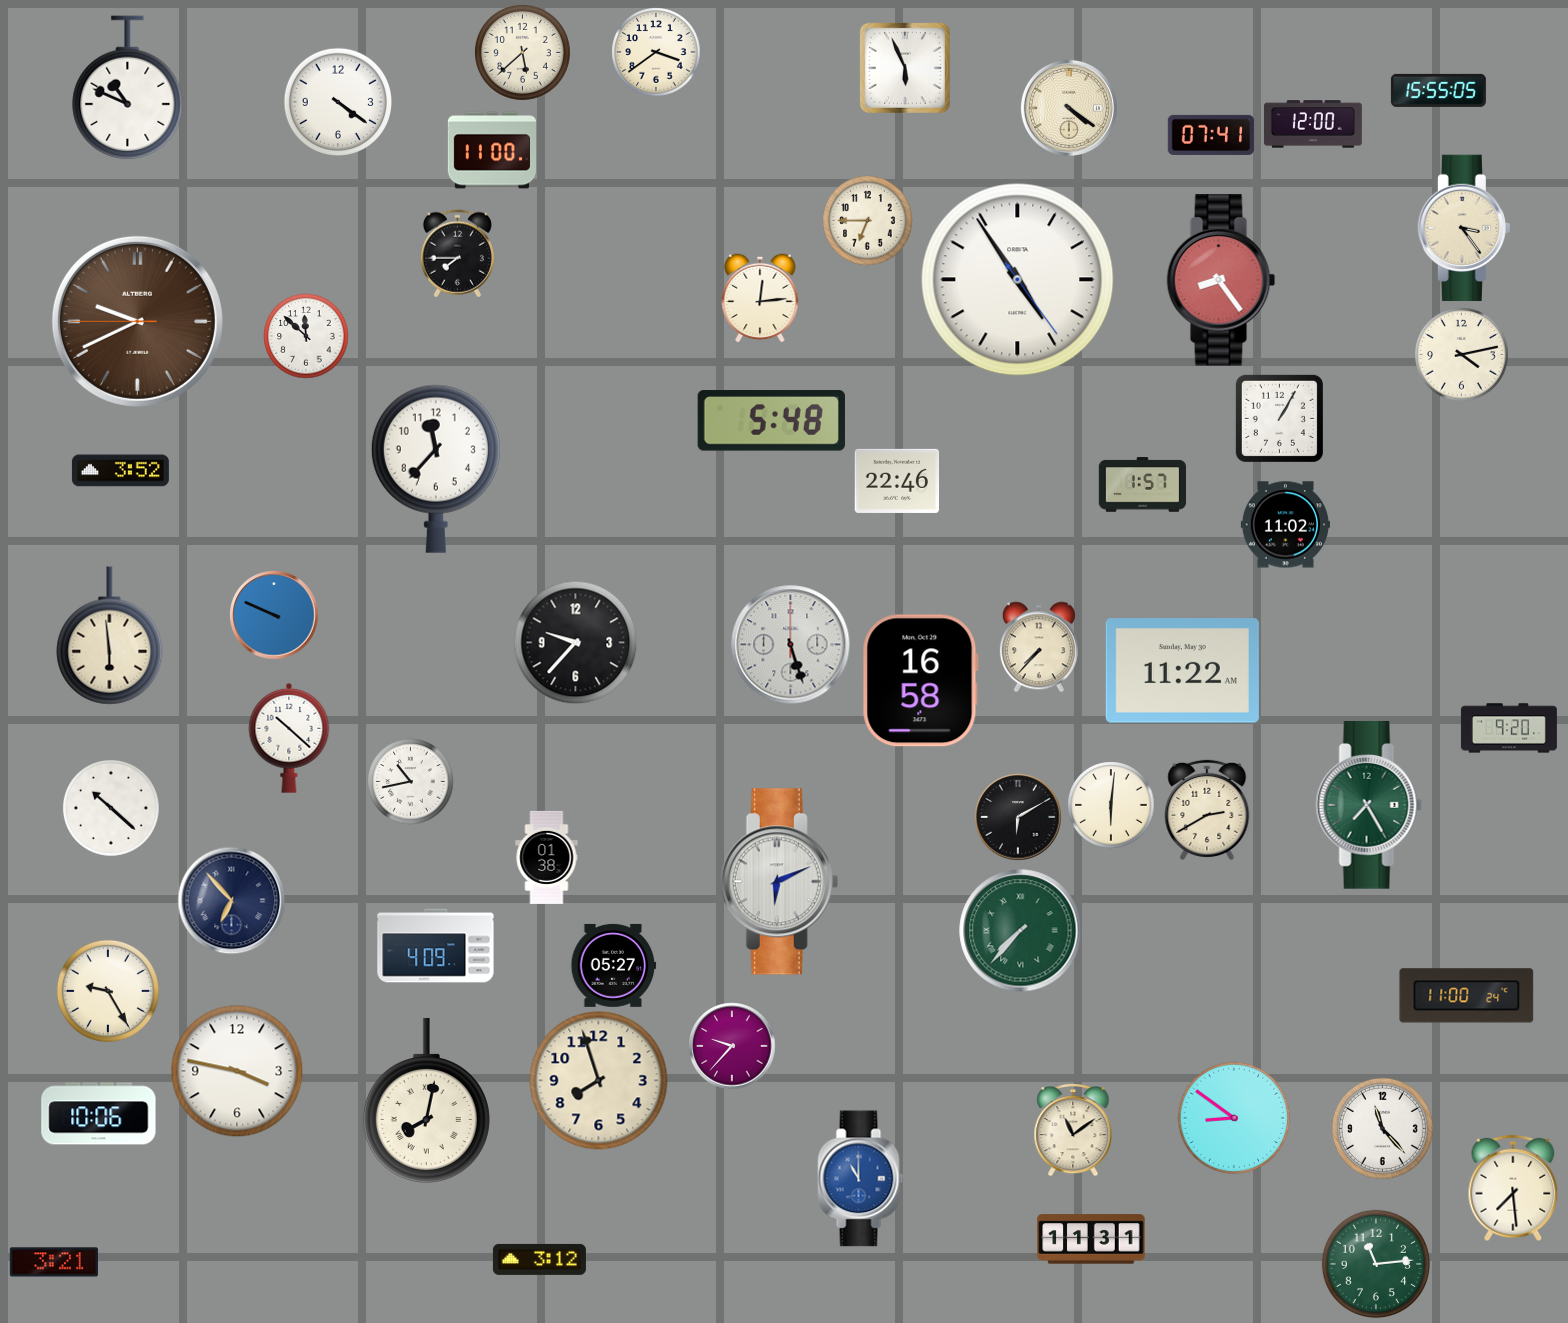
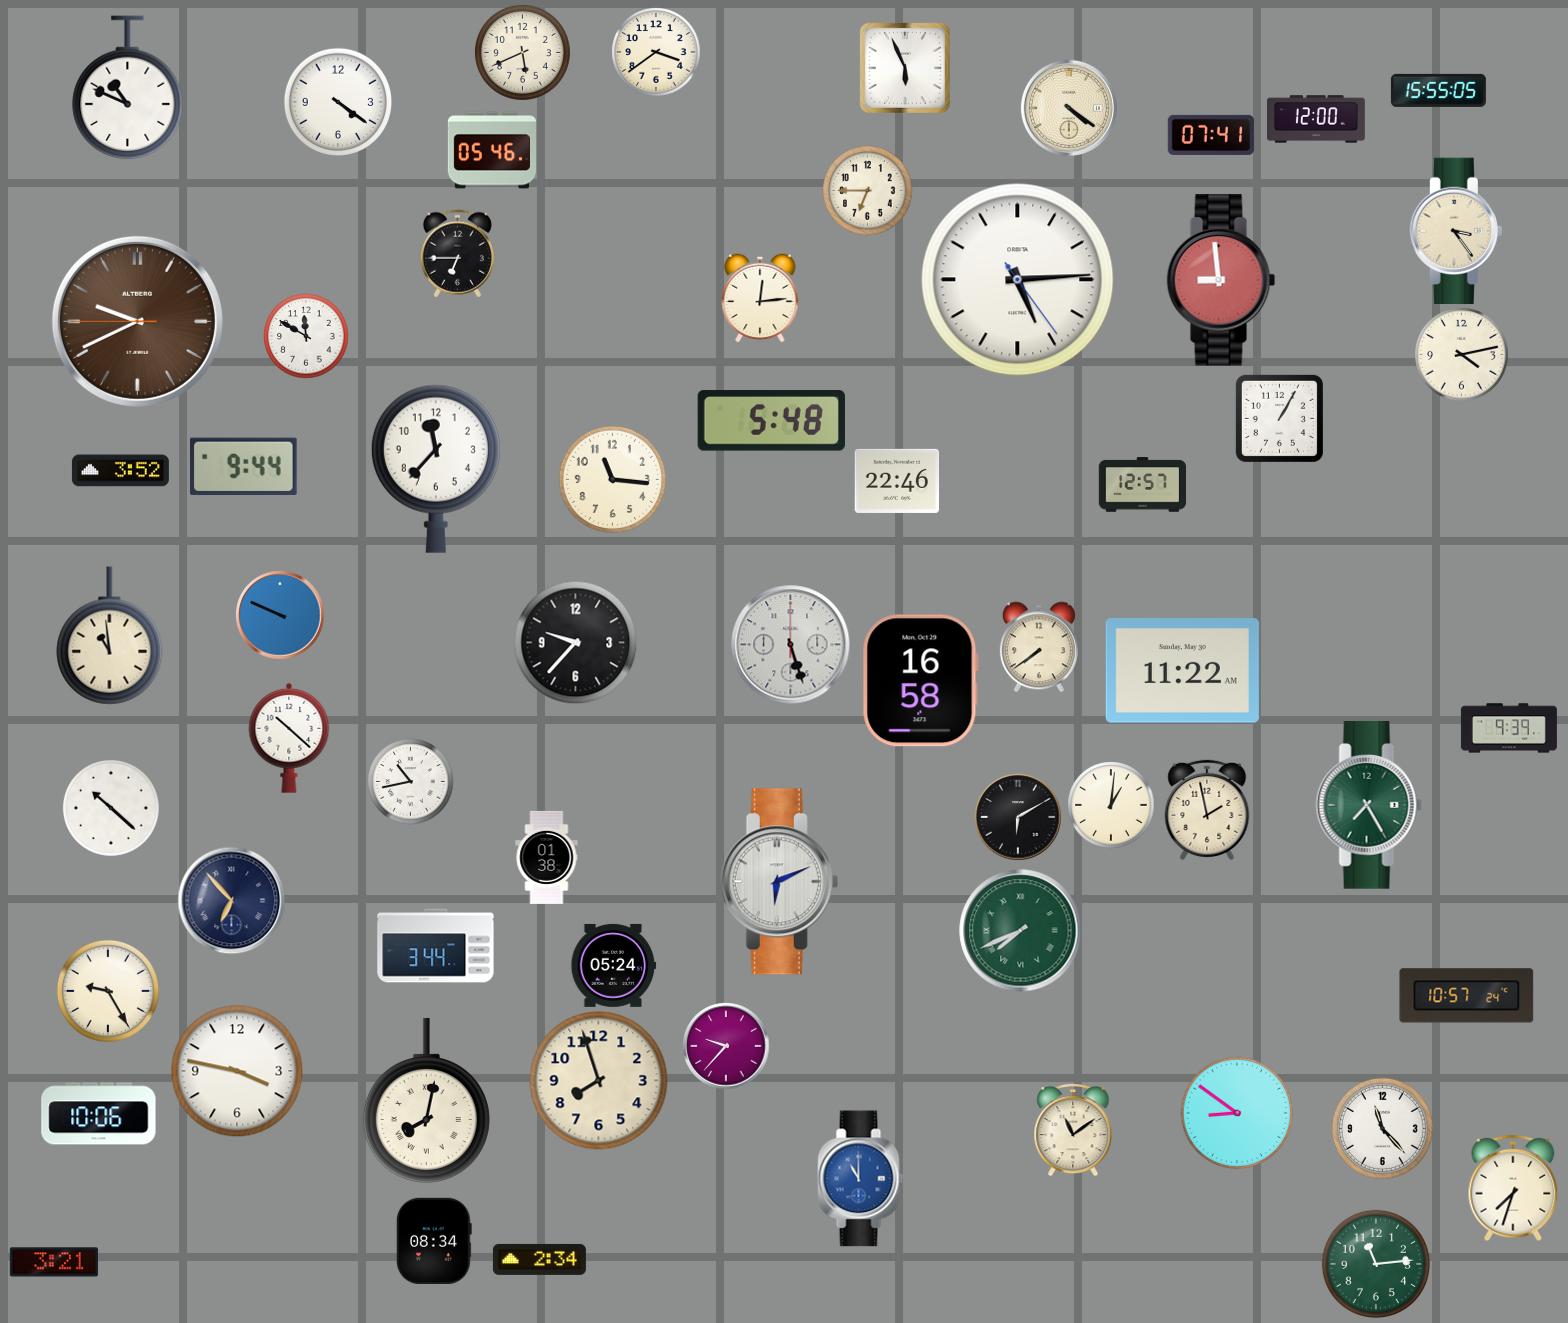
clock at (522, 52): 5:38 -> 5:41
clock at (1313, 124) position: (1313, 124) -> (1316, 119)
clock at (491, 150): 11:00 -> 05:46
clock at (867, 220) position: (867, 220) -> (867, 190)
clock at (1464, 228) position: (1464, 228) -> (1456, 231)
clock at (457, 253): 7:45 -> 6:45
clock at (1018, 280): 4:54 -> 5:14
clock at (1221, 280): 8:24 -> 8:59
clock at (306, 336): 11:52 -> 11:50
clock at (244, 466): none -> 9:44
clock at (612, 479): none -> 11:16
clock at (1142, 485): 1:57 -> 12:57
clock at (1285, 525): 11:02 -> none
clock at (274, 615) position: (274, 615) -> (280, 615)
clock at (110, 636): 5:59 -> 10:59
clock at (1039, 647): 7:37 -> 7:39
clock at (1509, 728): 9:20 -> 9:39
clock at (1111, 805): 6:01 -> 1:01
clock at (1207, 810): 2:40 -> 1:58
clock at (1021, 931): 7:37 -> 7:41
clock at (436, 946): 4:09 -> 3:44
clock at (613, 965): 05:27 -> 05:24
clock at (1467, 996): 11:00 -> 10:57
clock at (732, 1046) position: (732, 1046) -> (726, 1046)
clock at (1234, 1118) position: (1234, 1118) -> (1237, 1113)
clock at (1513, 1188): 7:29 -> 7:33
clock at (1091, 1239): 11:31 -> none
clock at (434, 1240): none -> 08:34
clock at (539, 1259): 3:12 -> 2:34
